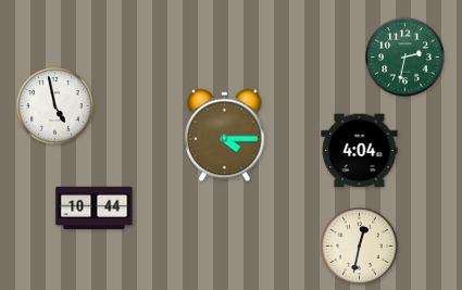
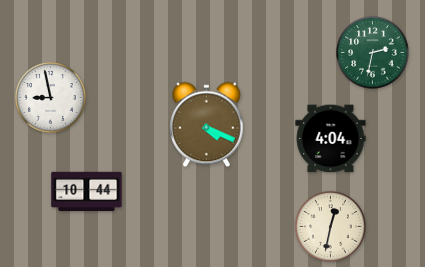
clock at (55, 106): 4:58 -> 8:58
clock at (225, 136): 4:15 -> 4:19
